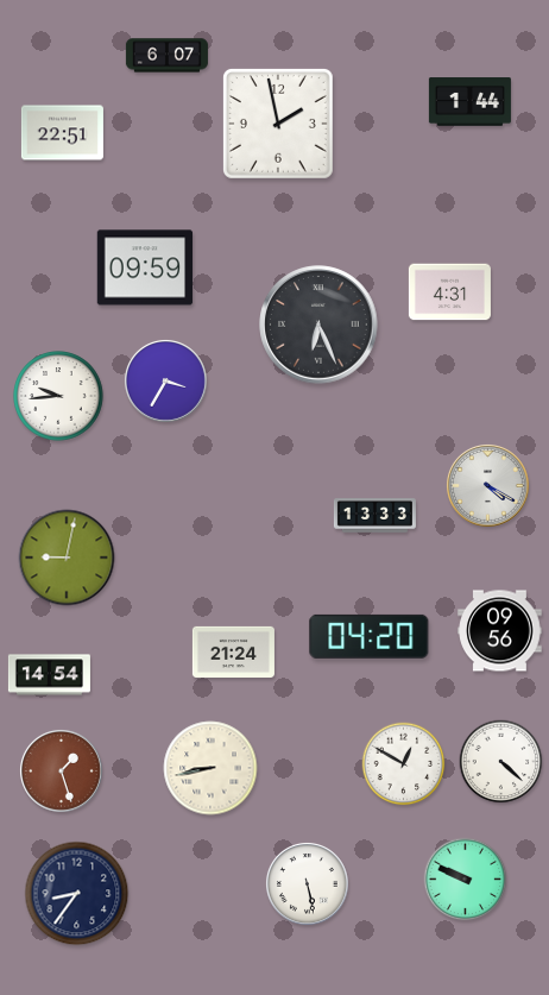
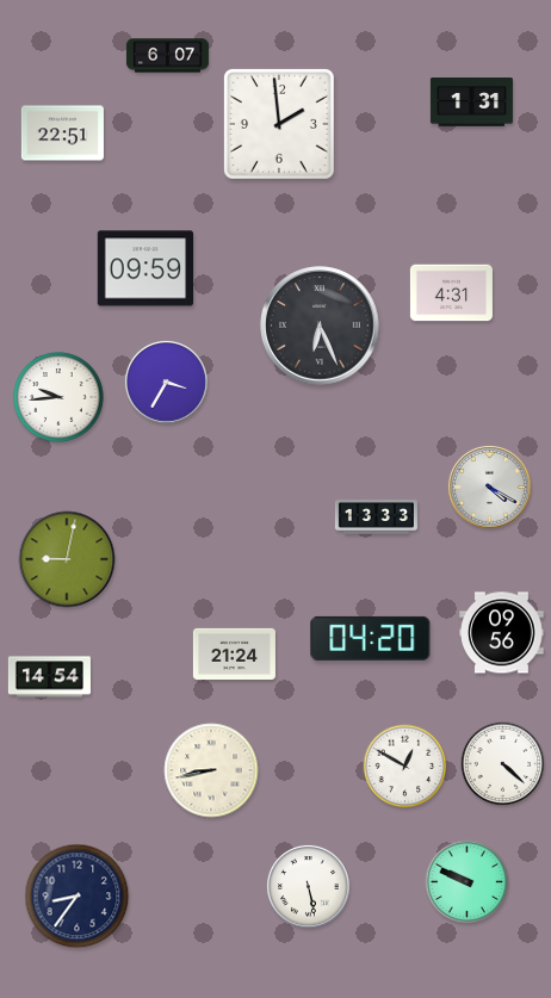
clock at (469, 102): 1:44 -> 1:31
clock at (278, 124): 1:58 -> 1:59
clock at (62, 772): 1:27 -> none
